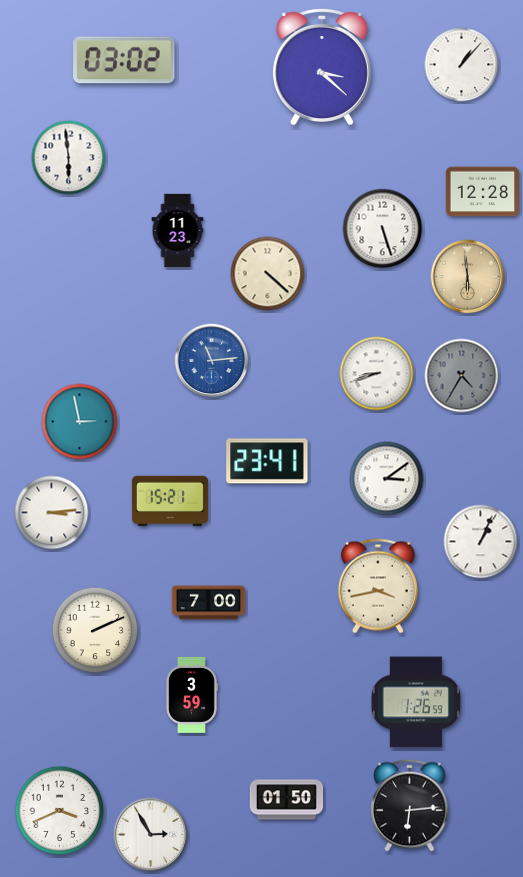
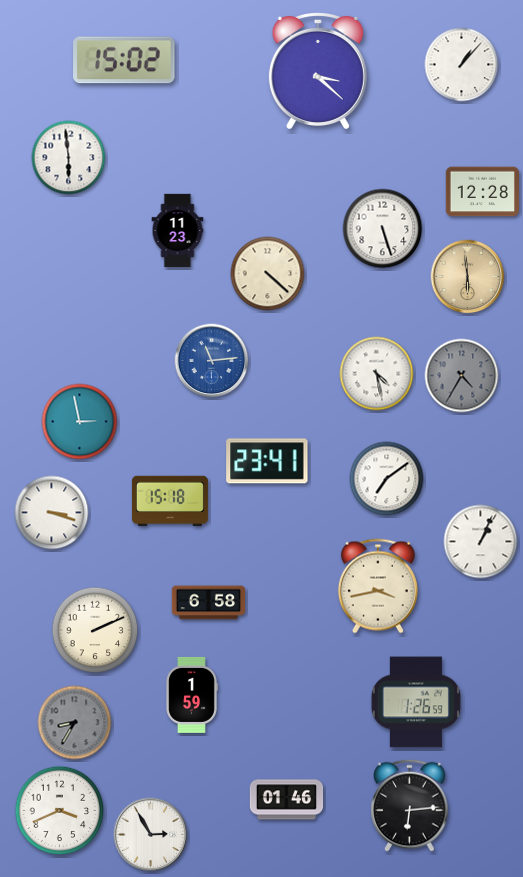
clock at (124, 60): 03:02 -> 15:02
clock at (322, 66) position: (322, 66) -> (318, 70)
clock at (377, 374): 8:42 -> 4:28
clock at (387, 479): 3:09 -> 7:09
clock at (170, 501): 15:21 -> 15:18
clock at (52, 513): 3:14 -> 3:18
clock at (209, 603): 7:00 -> 6:58
clock at (192, 695): 3:59 -> 1:59
clock at (75, 723): none -> 8:35
clock at (287, 800): 01:50 -> 01:46
